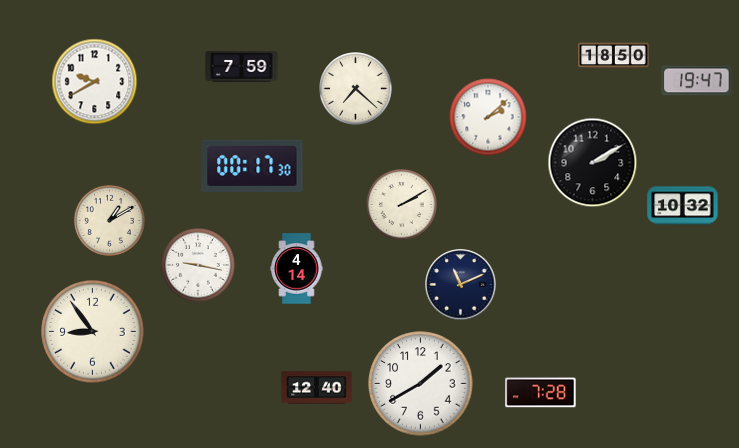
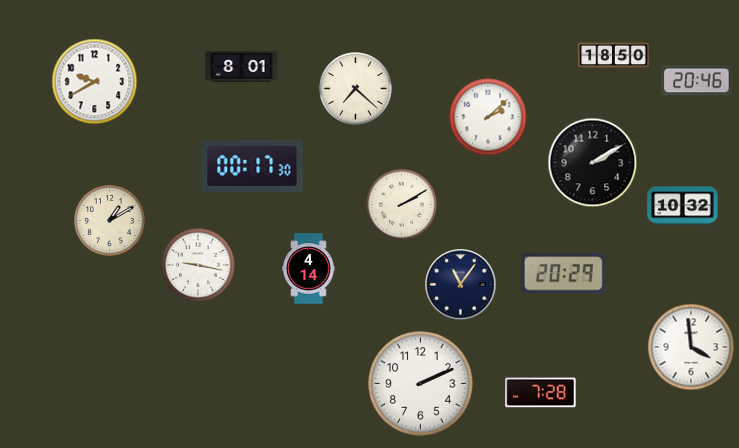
clock at (242, 67): 7:59 -> 8:01
clock at (697, 81): 19:47 -> 20:46
clock at (297, 269) position: (297, 269) -> (309, 269)
clock at (564, 274): none -> 20:29
clock at (461, 285): 11:11 -> 11:06
clock at (93, 332): 8:54 -> none
clock at (691, 347): none -> 3:59
clock at (421, 384): 1:40 -> 2:11
clock at (317, 388): 12:40 -> none
